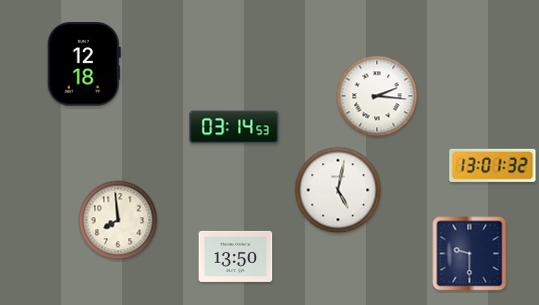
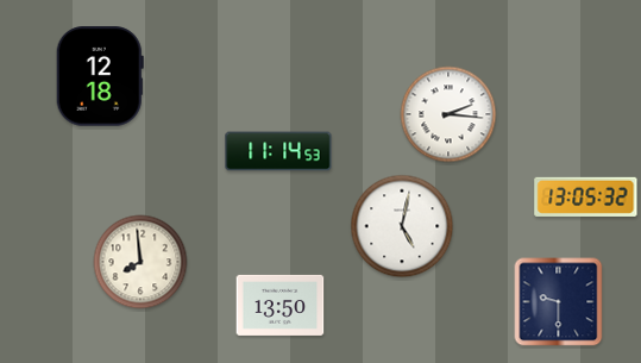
clock at (234, 127): 03:14 -> 11:14
clock at (493, 165): 13:01 -> 13:05
